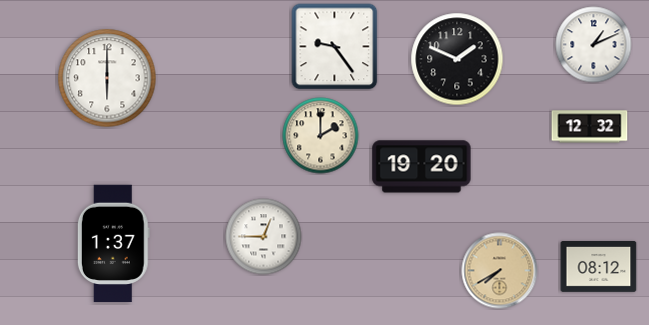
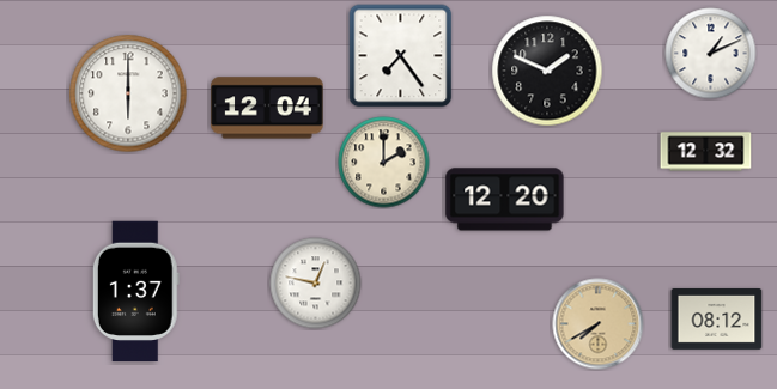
clock at (335, 47): 9:24 -> 7:24
clock at (267, 108): none -> 12:04
clock at (422, 167): 19:20 -> 12:20
clock at (264, 237): 12:45 -> 12:47
